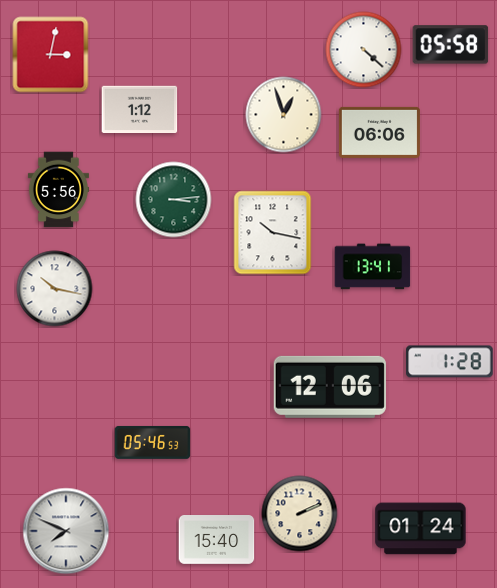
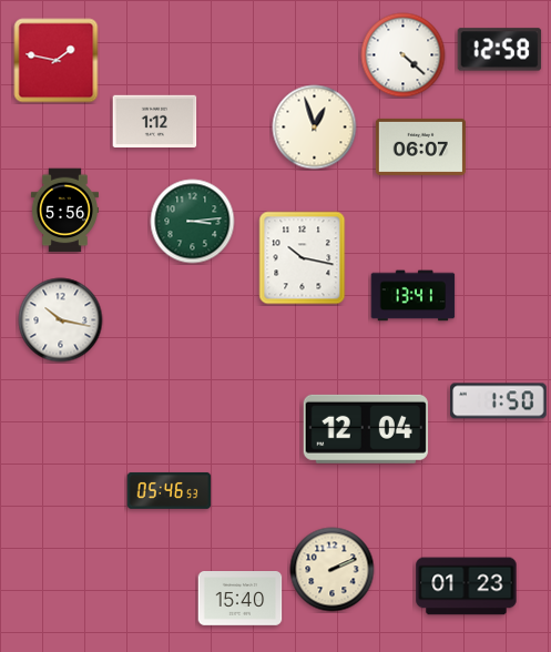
clock at (451, 45): 05:58 -> 12:58
clock at (51, 55): 3:02 -> 1:47
clock at (379, 132): 06:06 -> 06:07
clock at (450, 362): 1:28 -> 1:50
clock at (330, 387): 12:06 -> 12:04
clock at (421, 529): 01:24 -> 01:23
clock at (66, 531): 7:49 -> none
